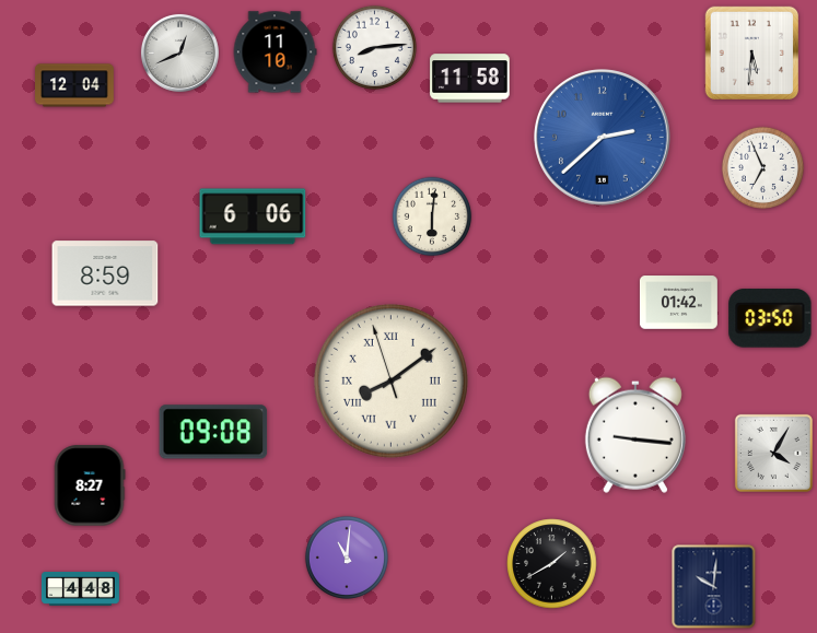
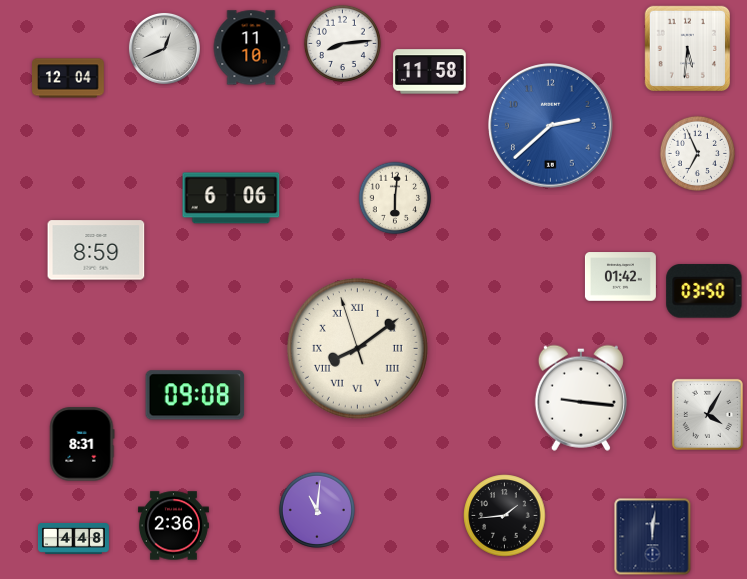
clock at (90, 485): 8:27 -> 8:31
clock at (552, 564): 1:40 -> 1:44
clock at (173, 526): none -> 2:36
clock at (714, 587): 10:01 -> 12:01
